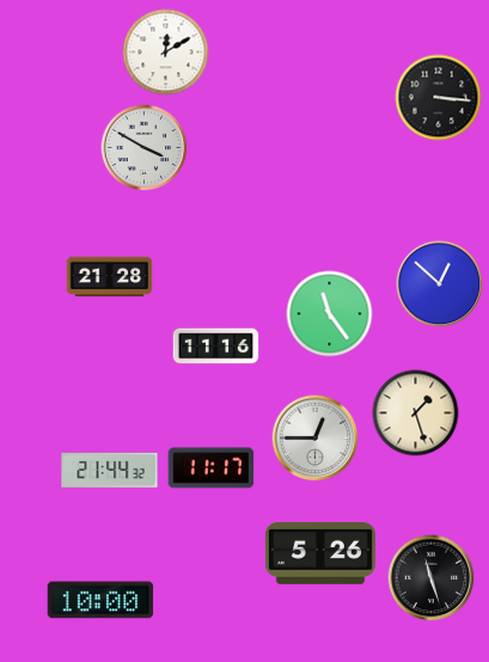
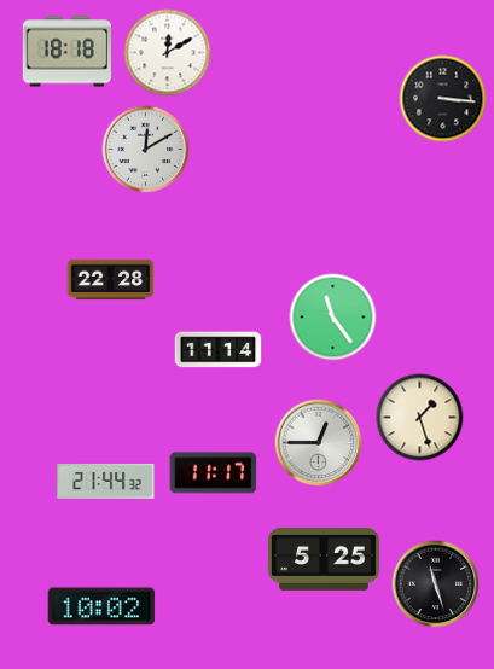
clock at (66, 52): none -> 18:18
clock at (145, 148): 3:50 -> 12:10
clock at (110, 277): 21:28 -> 22:28
clock at (440, 284): 12:52 -> none
clock at (216, 347): 11:16 -> 11:14
clock at (110, 470) position: (110, 470) -> (106, 481)
clock at (320, 554): 5:26 -> 5:25
clock at (100, 600): 10:00 -> 10:02
